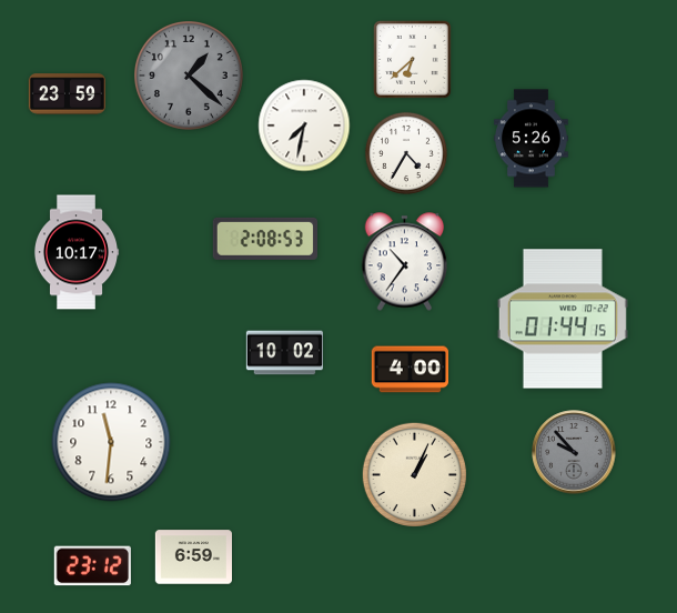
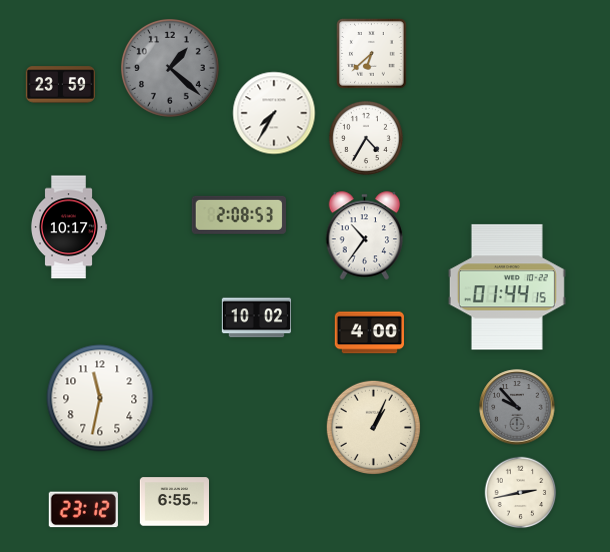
clock at (304, 125): 7:32 -> 7:35
clock at (532, 139): 5:26 -> none
clock at (111, 442): 11:31 -> 11:32
clock at (521, 493): none -> 2:43
clock at (193, 557): 6:59 -> 6:55
